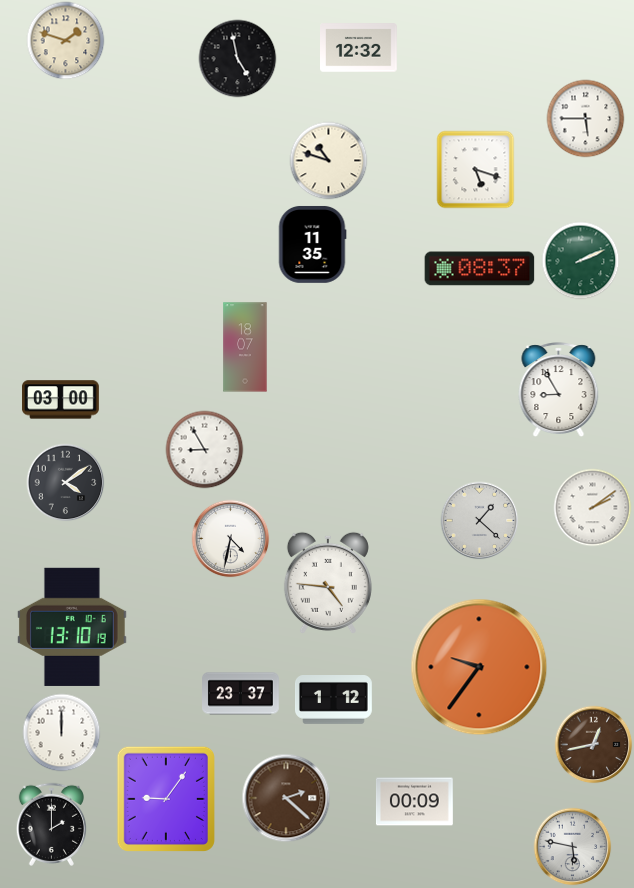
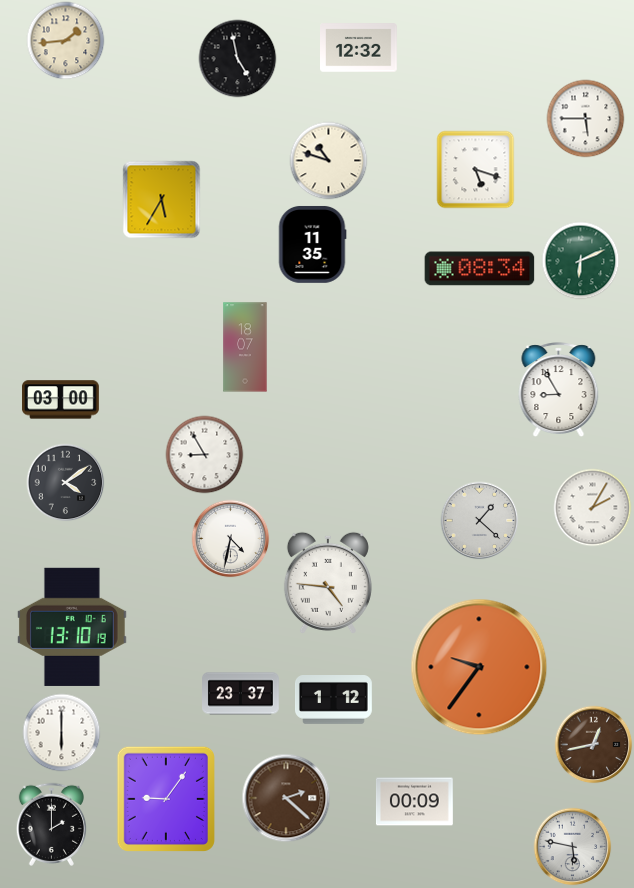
clock at (65, 40): 1:48 -> 1:44
clock at (161, 199): none -> 5:35
clock at (580, 260): 2:11 -> 6:11
clock at (480, 269): 08:37 -> 08:34
clock at (204, 449) position: (204, 449) -> (204, 454)
clock at (592, 507): 2:09 -> 2:05
clock at (61, 732): 12:00 -> 6:00
